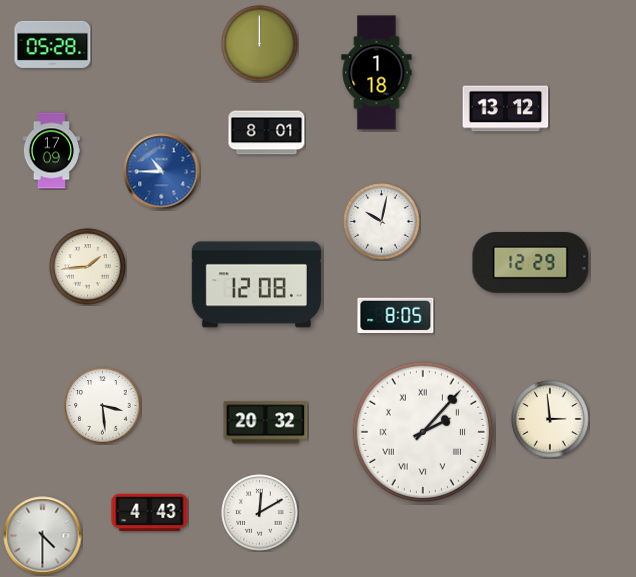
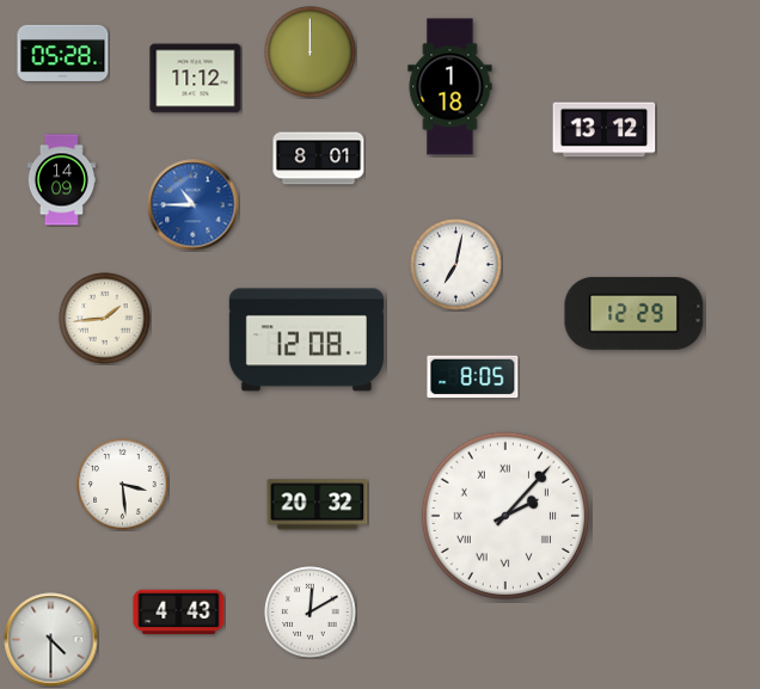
clock at (196, 79): none -> 11:12
clock at (51, 151): 17:09 -> 14:09
clock at (382, 222): 10:02 -> 7:02
clock at (550, 419): 2:59 -> none
